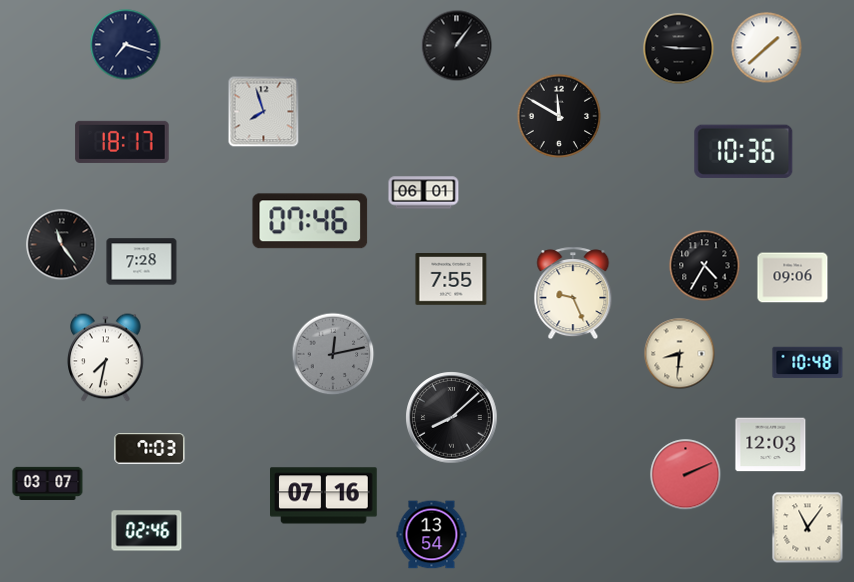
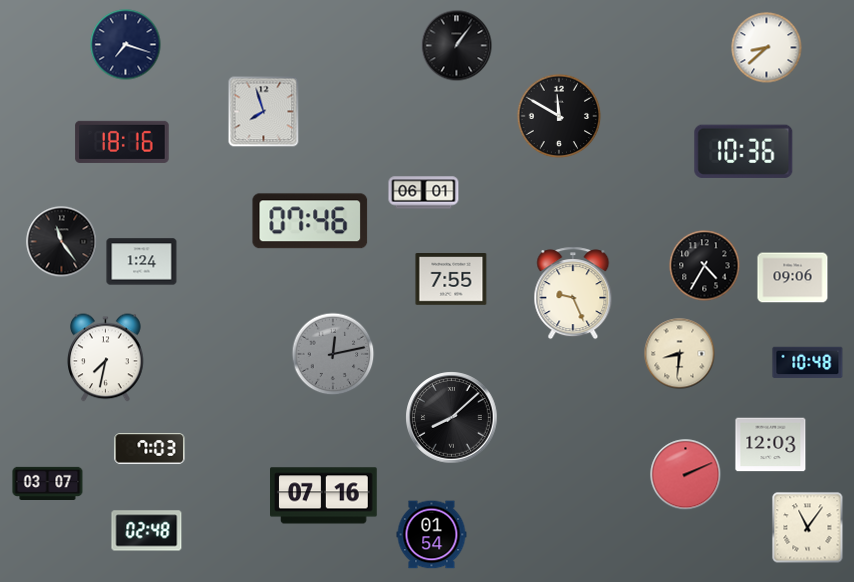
clock at (767, 48): 1:38 -> 8:38
clock at (679, 49): 9:15 -> none
clock at (122, 142): 18:17 -> 18:16
clock at (62, 245) position: (62, 245) -> (62, 242)
clock at (142, 262): 7:28 -> 1:24
clock at (147, 531): 02:46 -> 02:48
clock at (432, 535): 13:54 -> 01:54
